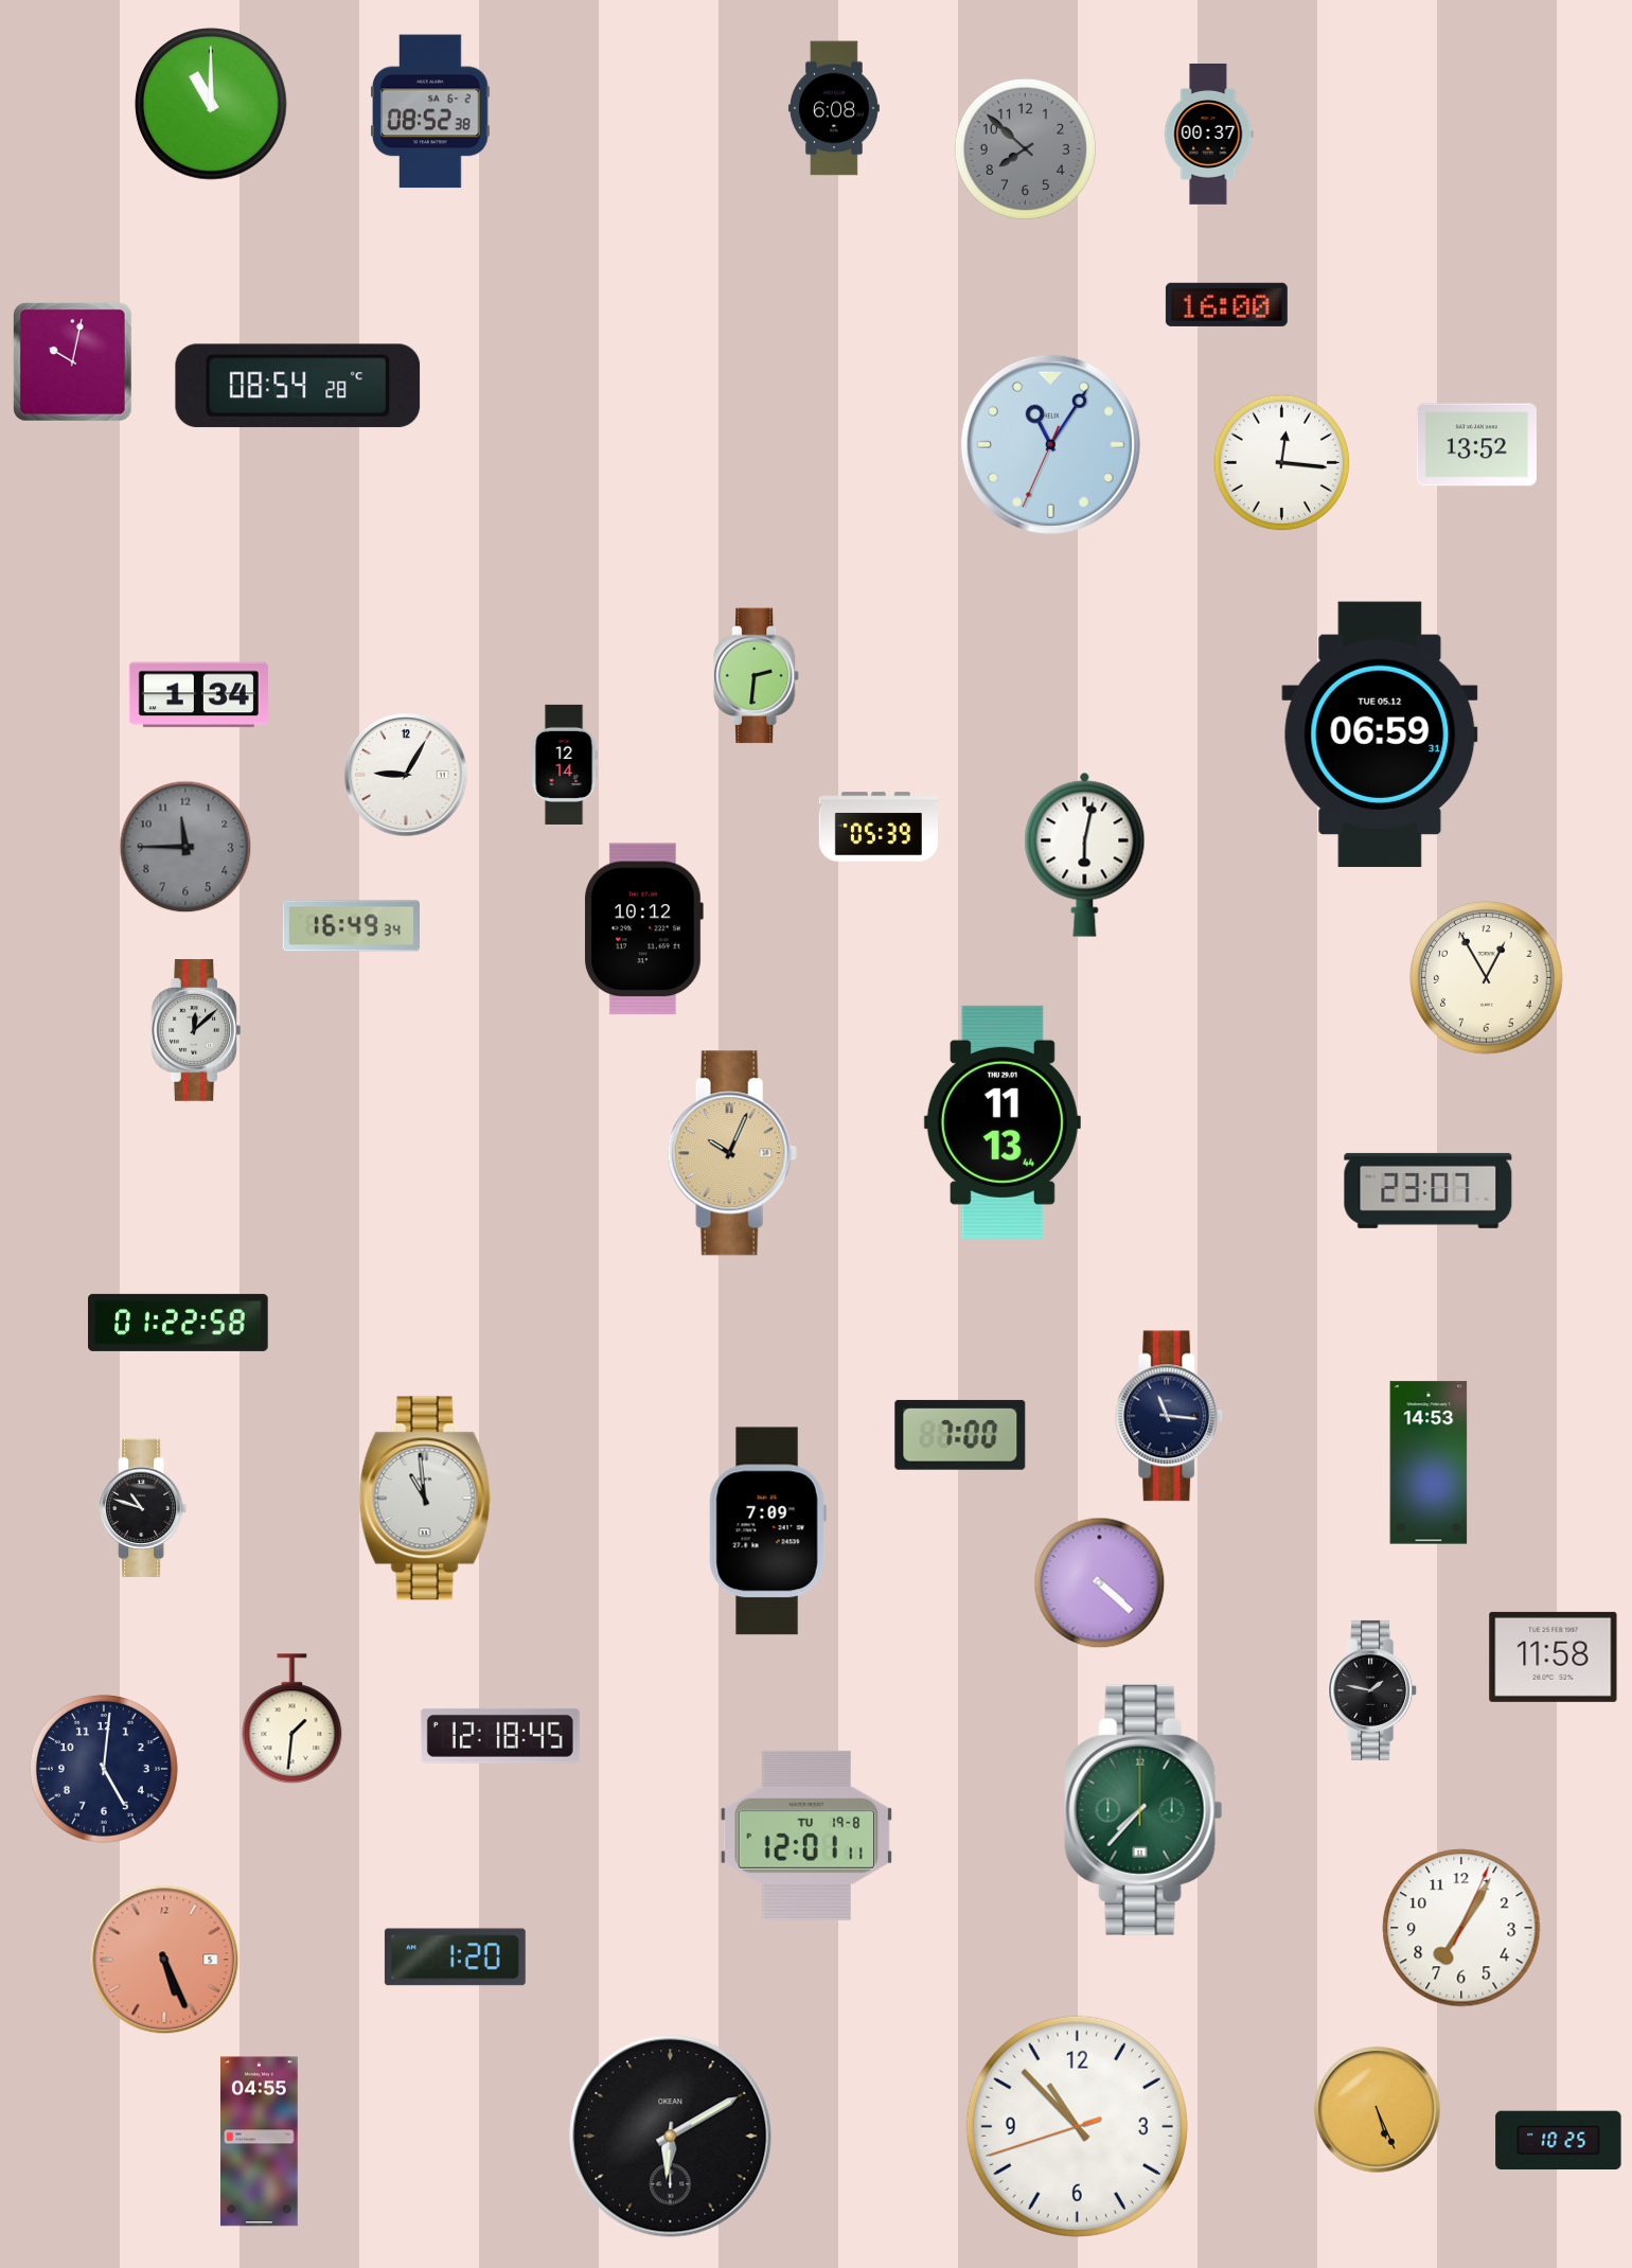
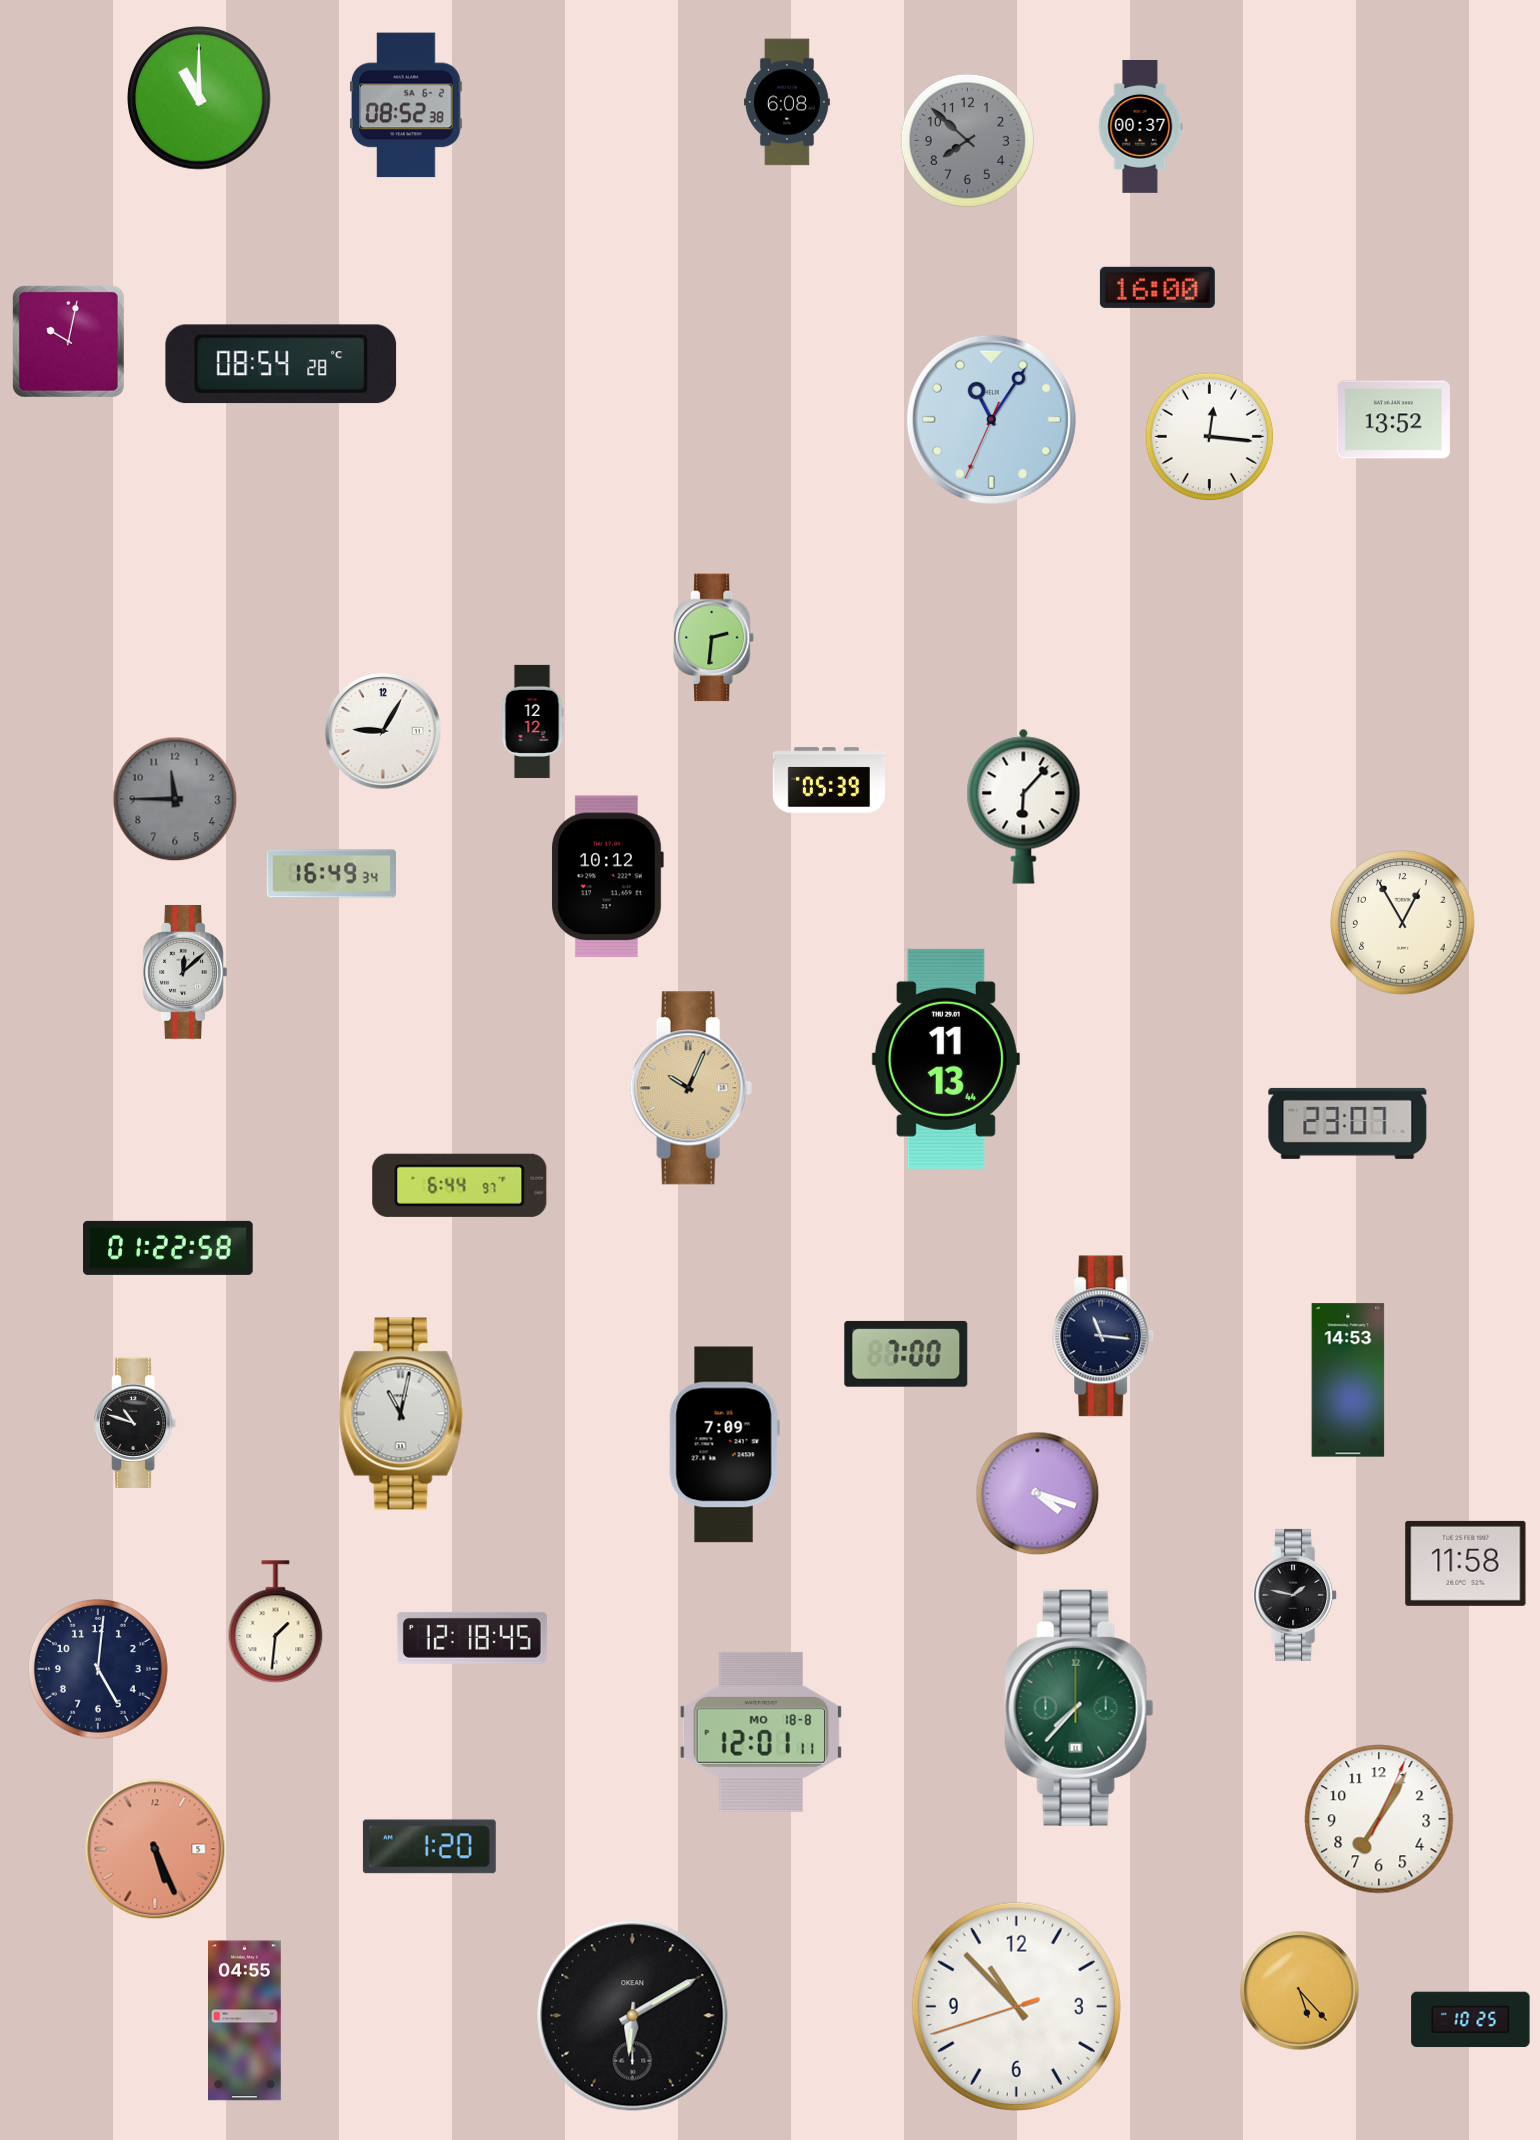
clock at (198, 695): 1:34 -> none
clock at (1380, 734): 06:59 -> none
clock at (564, 764): 12:14 -> 12:12
clock at (1085, 854): 6:02 -> 6:07
clock at (460, 1185): none -> 6:44
clock at (425, 1499): 10:59 -> 11:02
clock at (1100, 1583): 4:22 -> 4:18
clock at (806, 1836) date: TU 19-8 -> MO 18-8
clock at (1378, 2110): 5:26 -> 5:23
